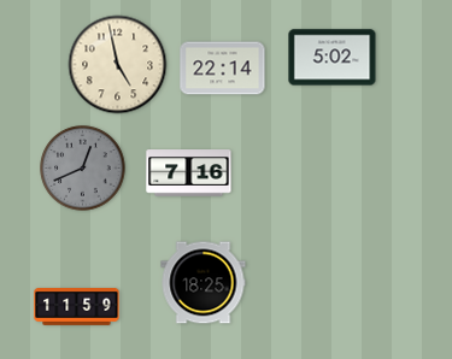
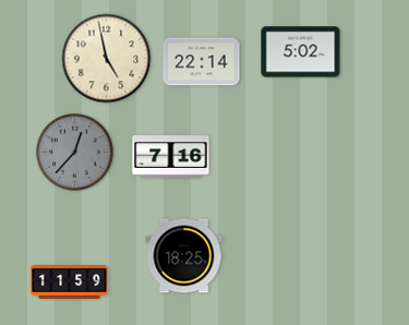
clock at (83, 169): 12:41 -> 12:37
clock at (77, 307) position: (77, 307) -> (70, 282)
